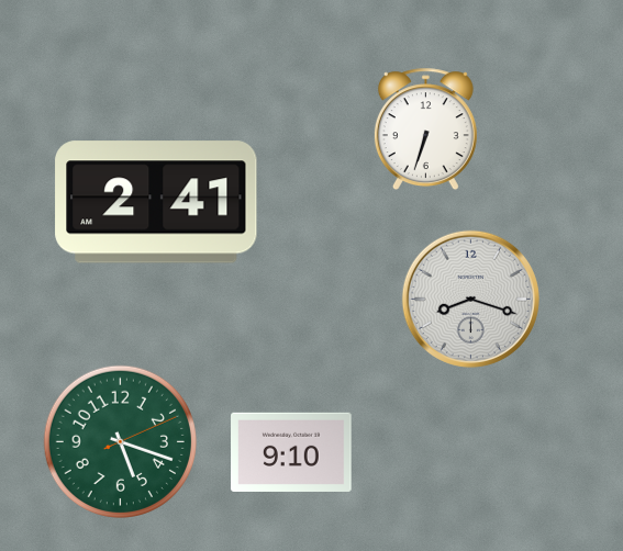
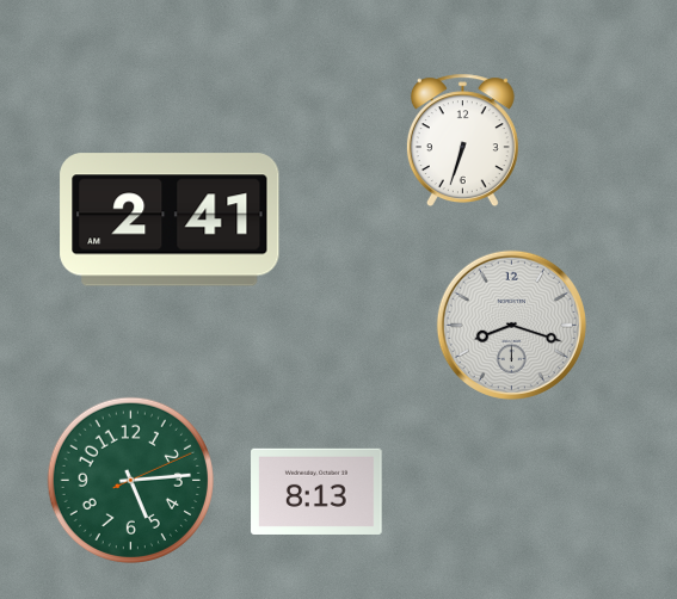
clock at (120, 441): 5:18 -> 5:14
clock at (291, 452): 9:10 -> 8:13
